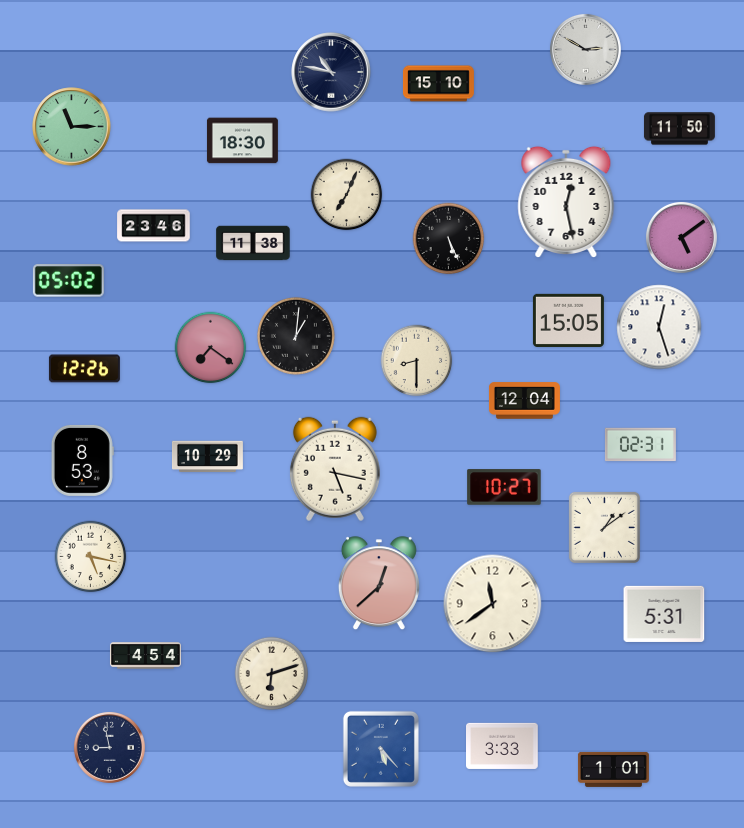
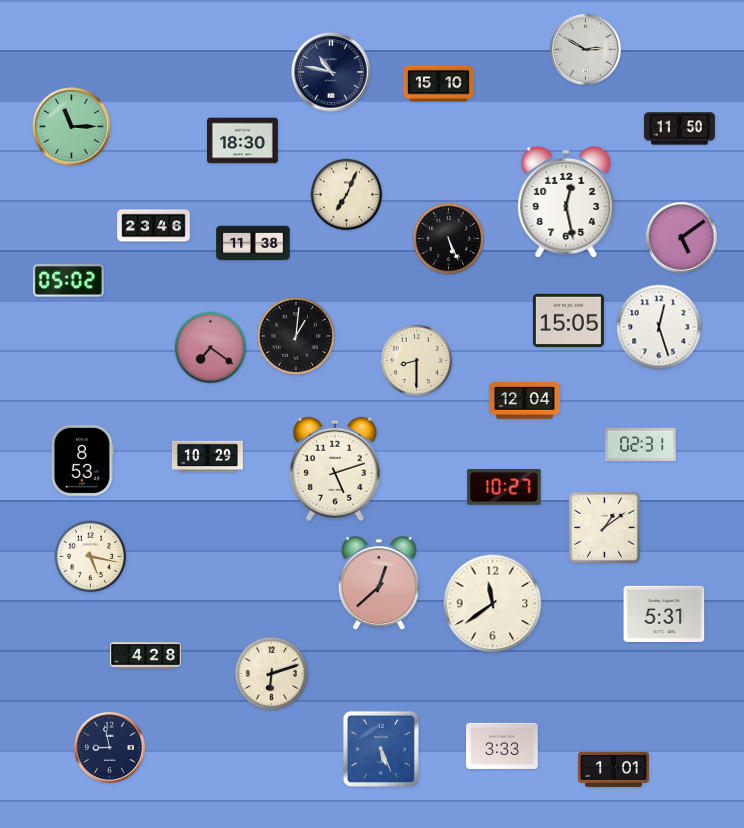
clock at (84, 369): 12:26 -> none
clock at (335, 469): 5:17 -> 5:12
clock at (145, 656): 4:54 -> 4:28
clock at (381, 749): 5:23 -> 5:26
